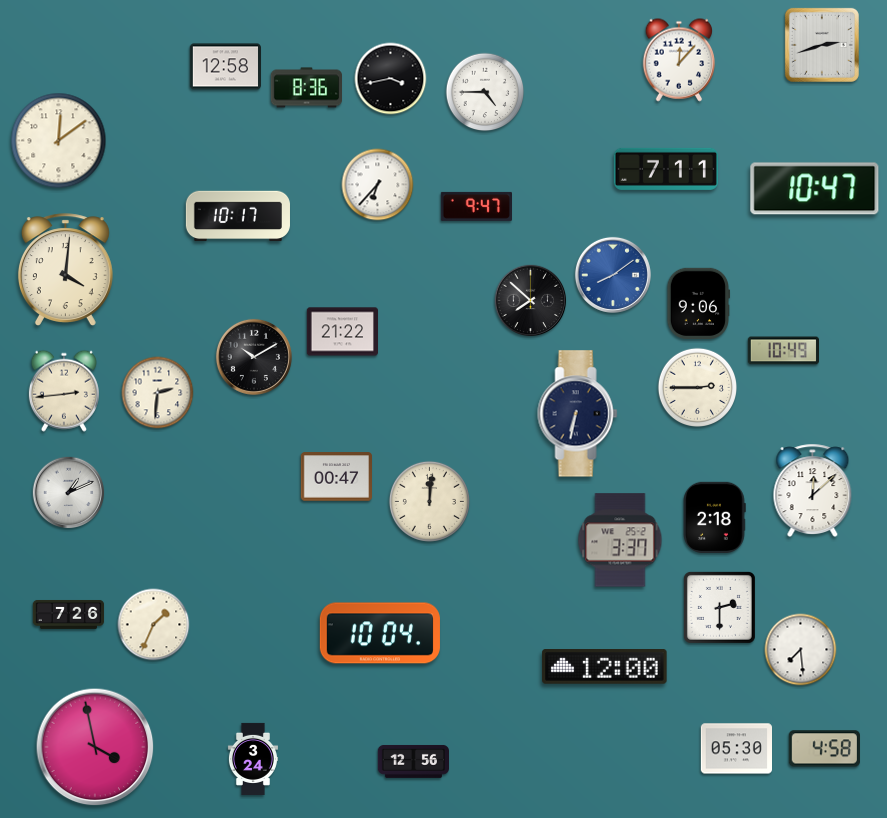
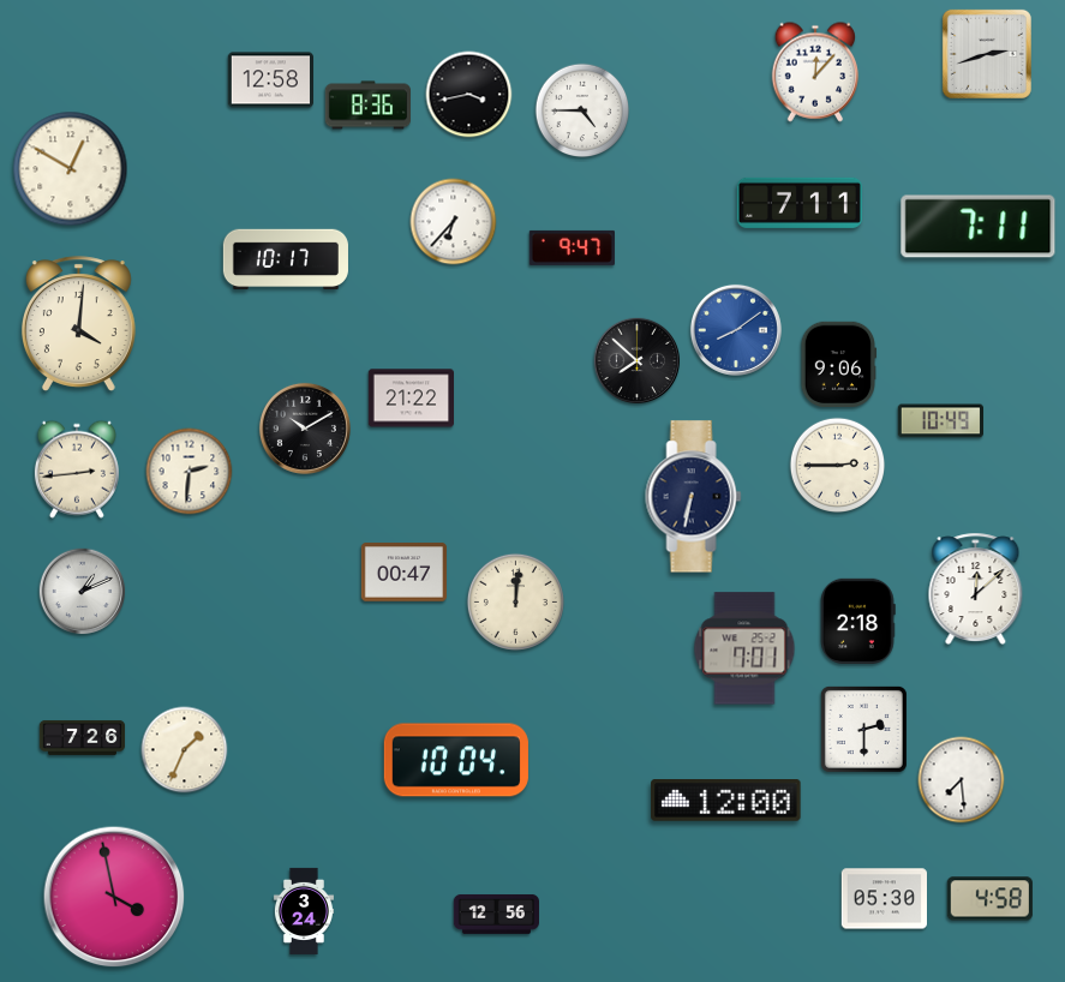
clock at (59, 141): 12:09 -> 12:50
clock at (815, 189): 10:47 -> 7:11
clock at (620, 540): 3:37 -> 7:01
